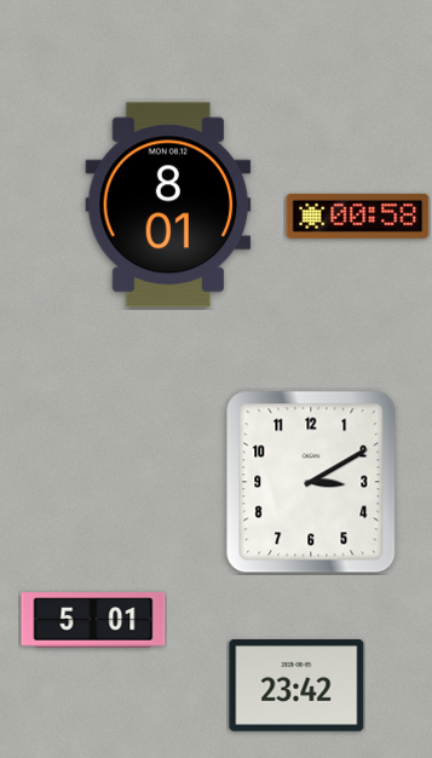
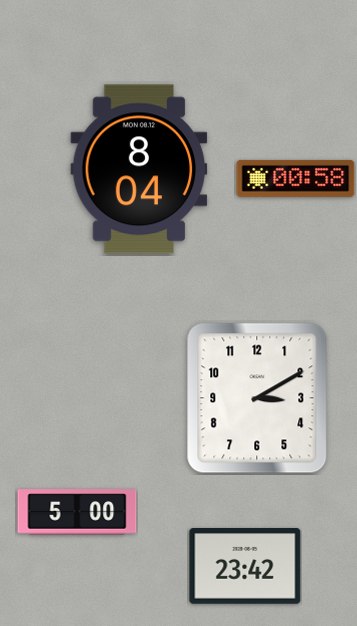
clock at (168, 205): 8:01 -> 8:04
clock at (93, 620): 5:01 -> 5:00
